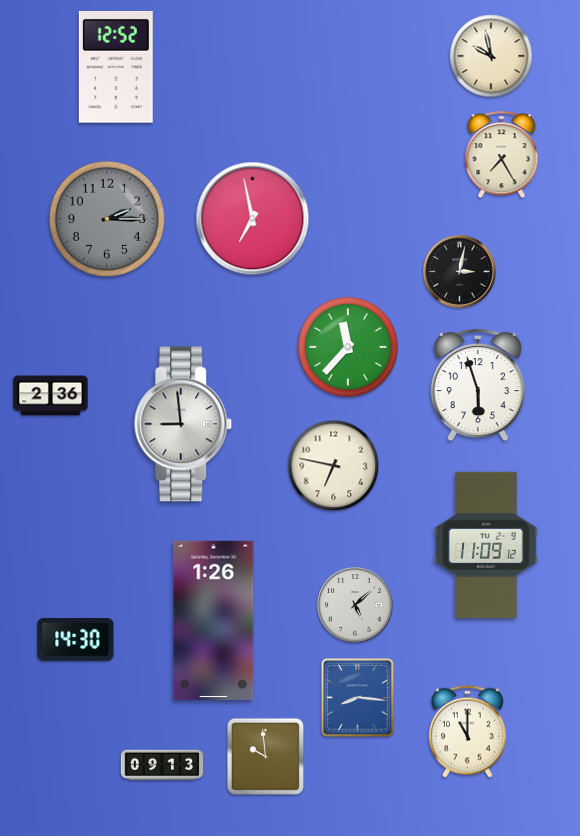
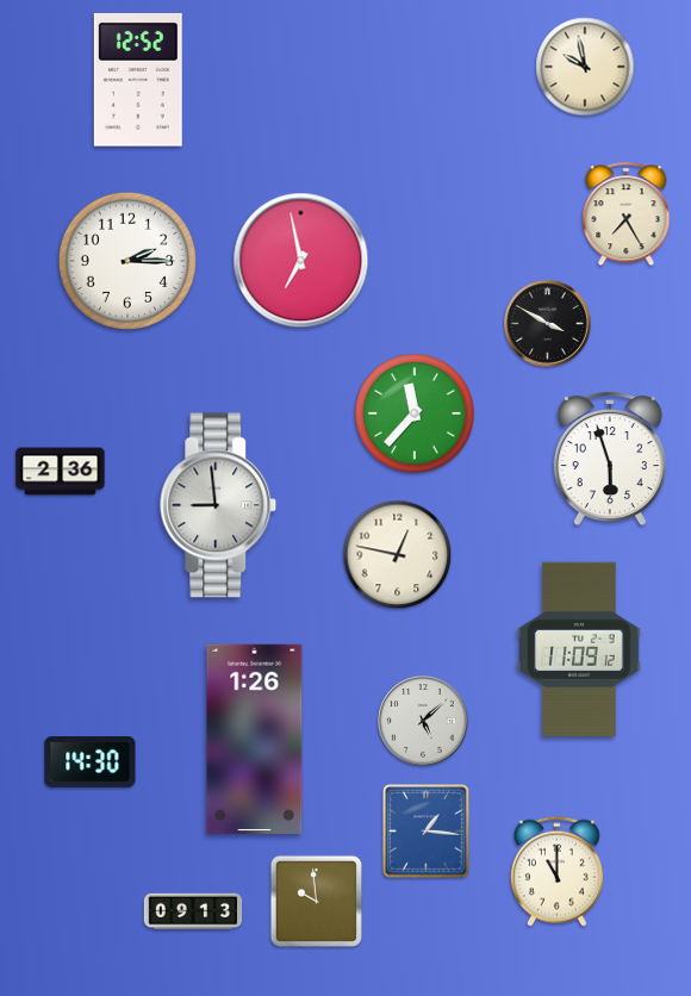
clock at (502, 155) position: (502, 155) -> (627, 214)
clock at (106, 218) dial: grey -> white
clock at (460, 272): 3:02 -> 3:50
clock at (478, 386) position: (478, 386) -> (610, 460)
clock at (334, 466): 6:47 -> 12:47
clock at (358, 698): 8:16 -> 1:16
